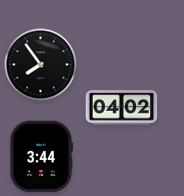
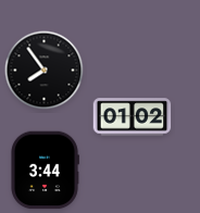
clock at (122, 108): 04:02 -> 01:02
